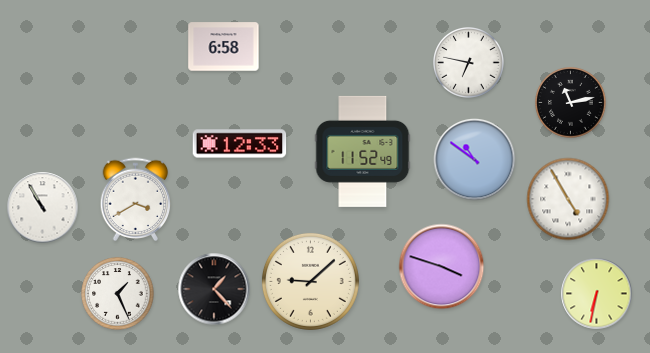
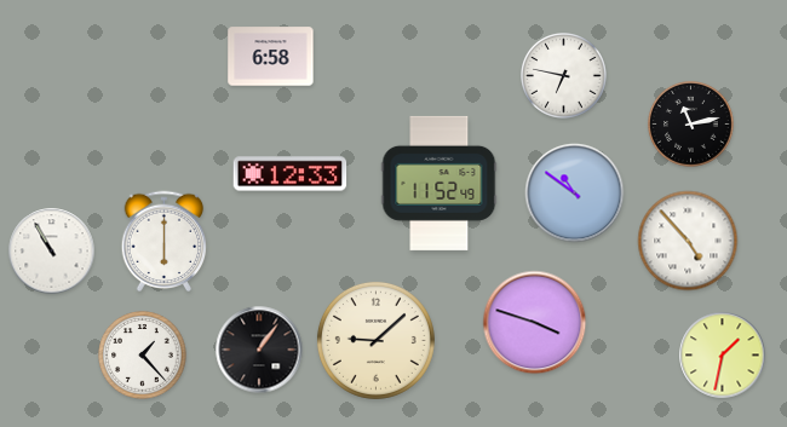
clock at (469, 63) position: (469, 63) -> (564, 76)
clock at (568, 199): 4:55 -> 4:53
clock at (136, 200): 3:40 -> 6:00
clock at (214, 289): 1:23 -> 1:06
clock at (118, 294): 1:26 -> 1:23
clock at (597, 294): 6:32 -> 1:32
